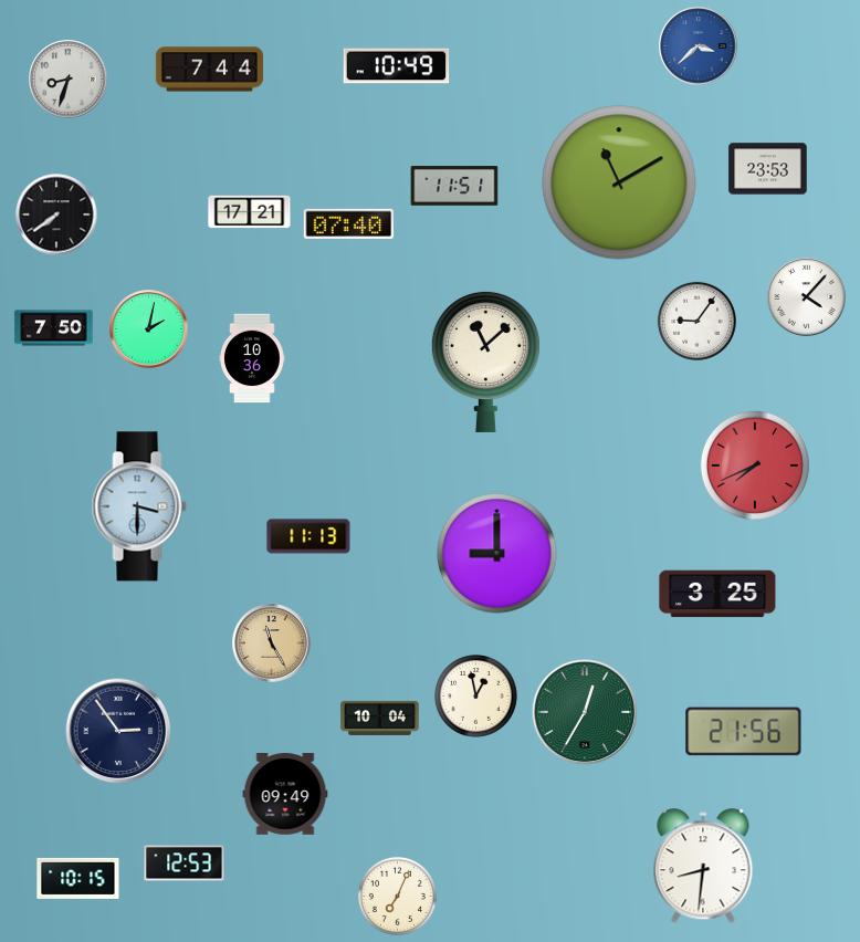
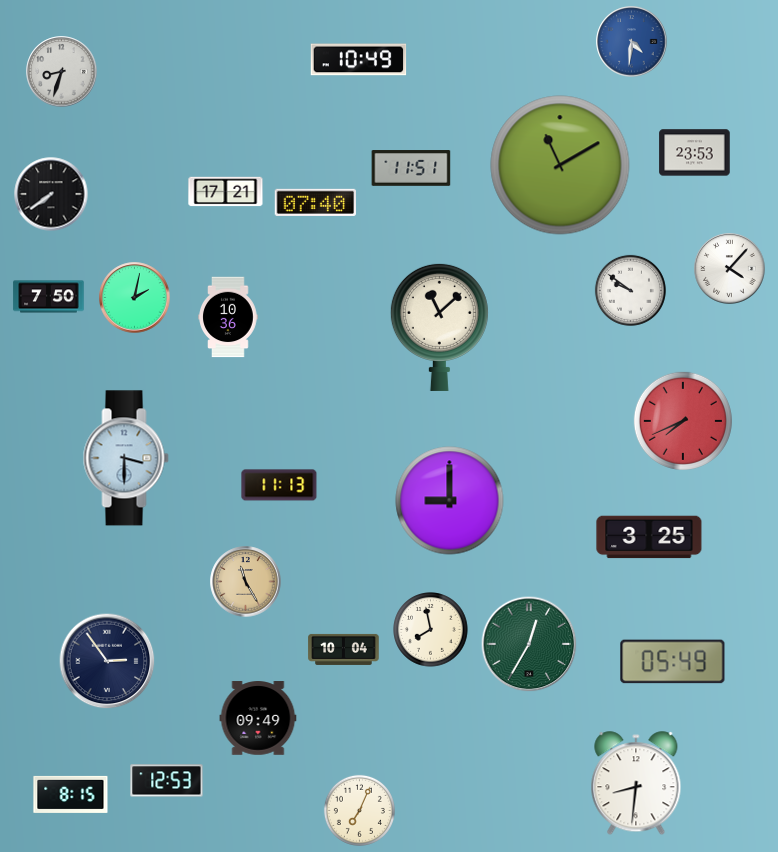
clock at (699, 46): 3:38 -> 4:31
clock at (209, 70): 7:44 -> none
clock at (696, 321): 9:06 -> 9:51
clock at (252, 358) position: (252, 358) -> (228, 317)
clock at (476, 697): 12:58 -> 7:58
clock at (744, 732): 21:56 -> 05:49
clock at (78, 878): 10:15 -> 8:15
